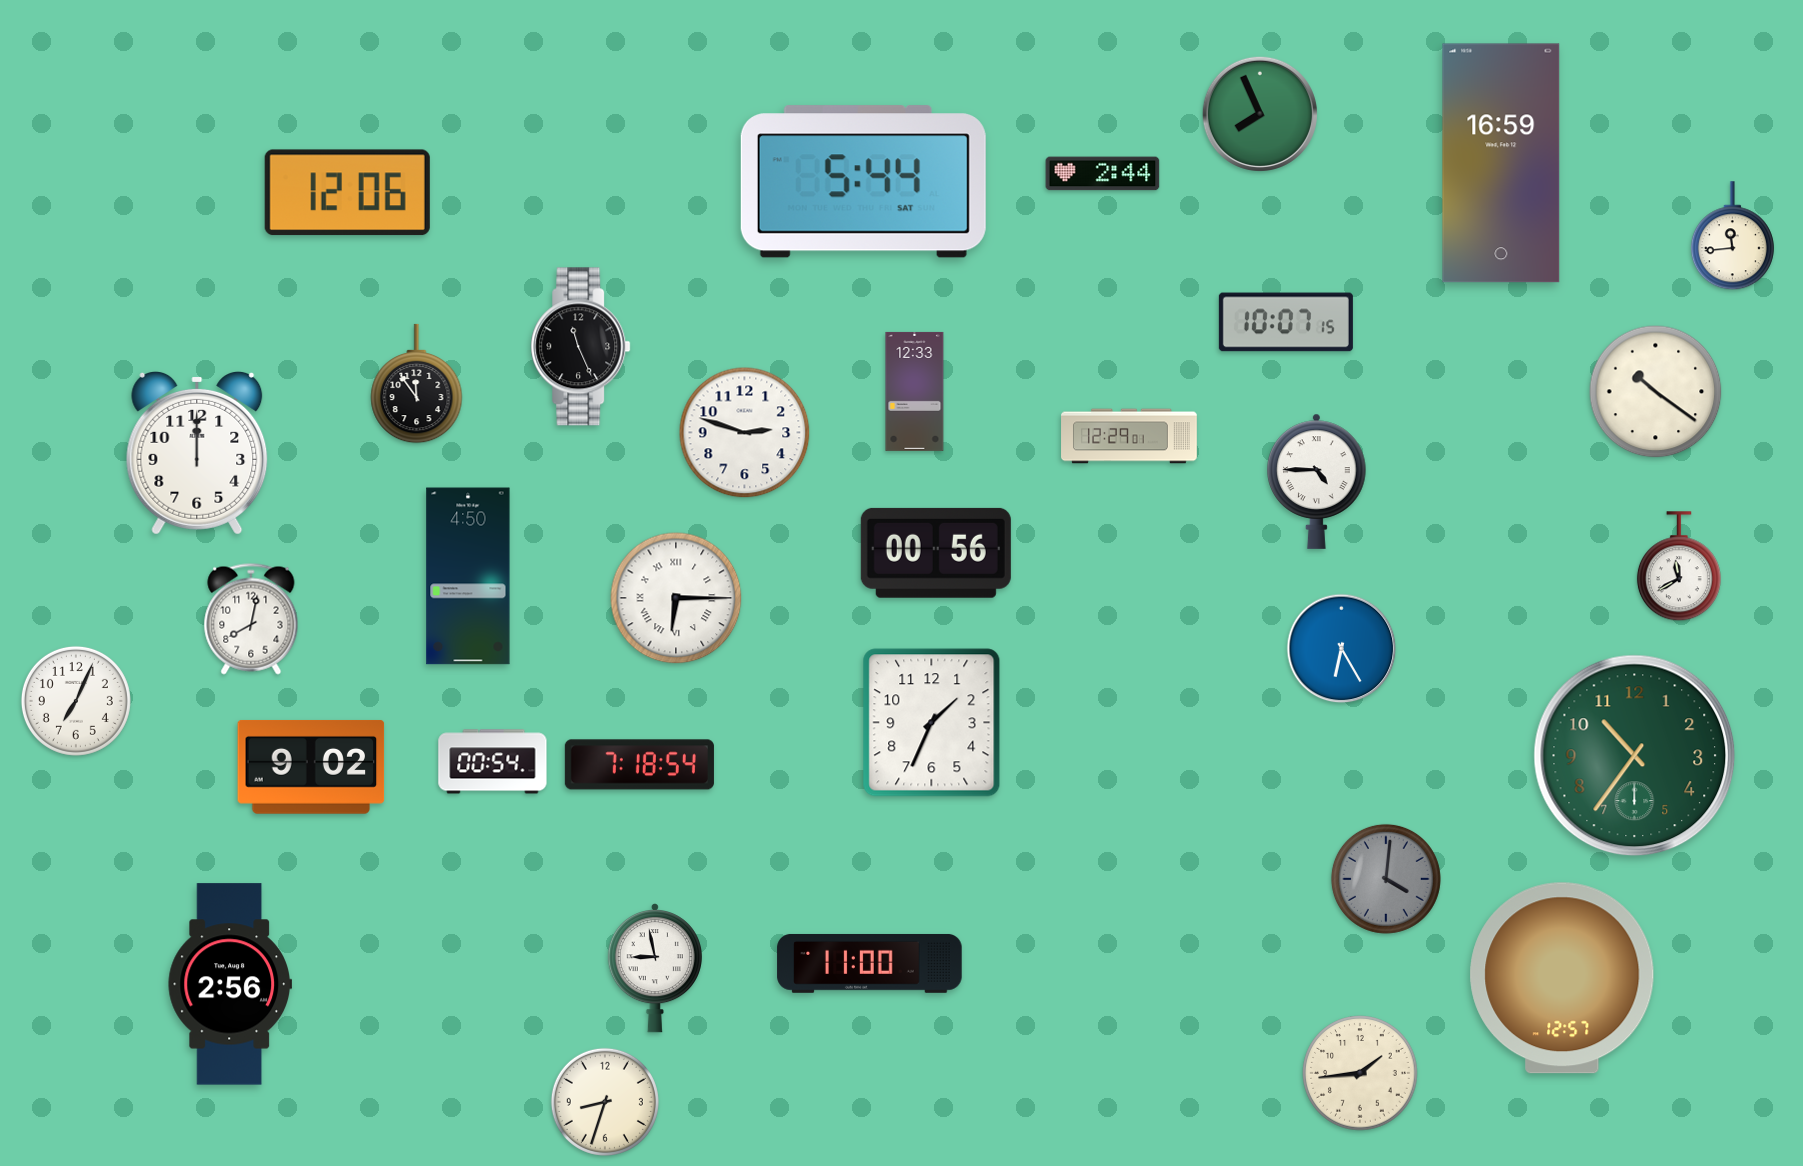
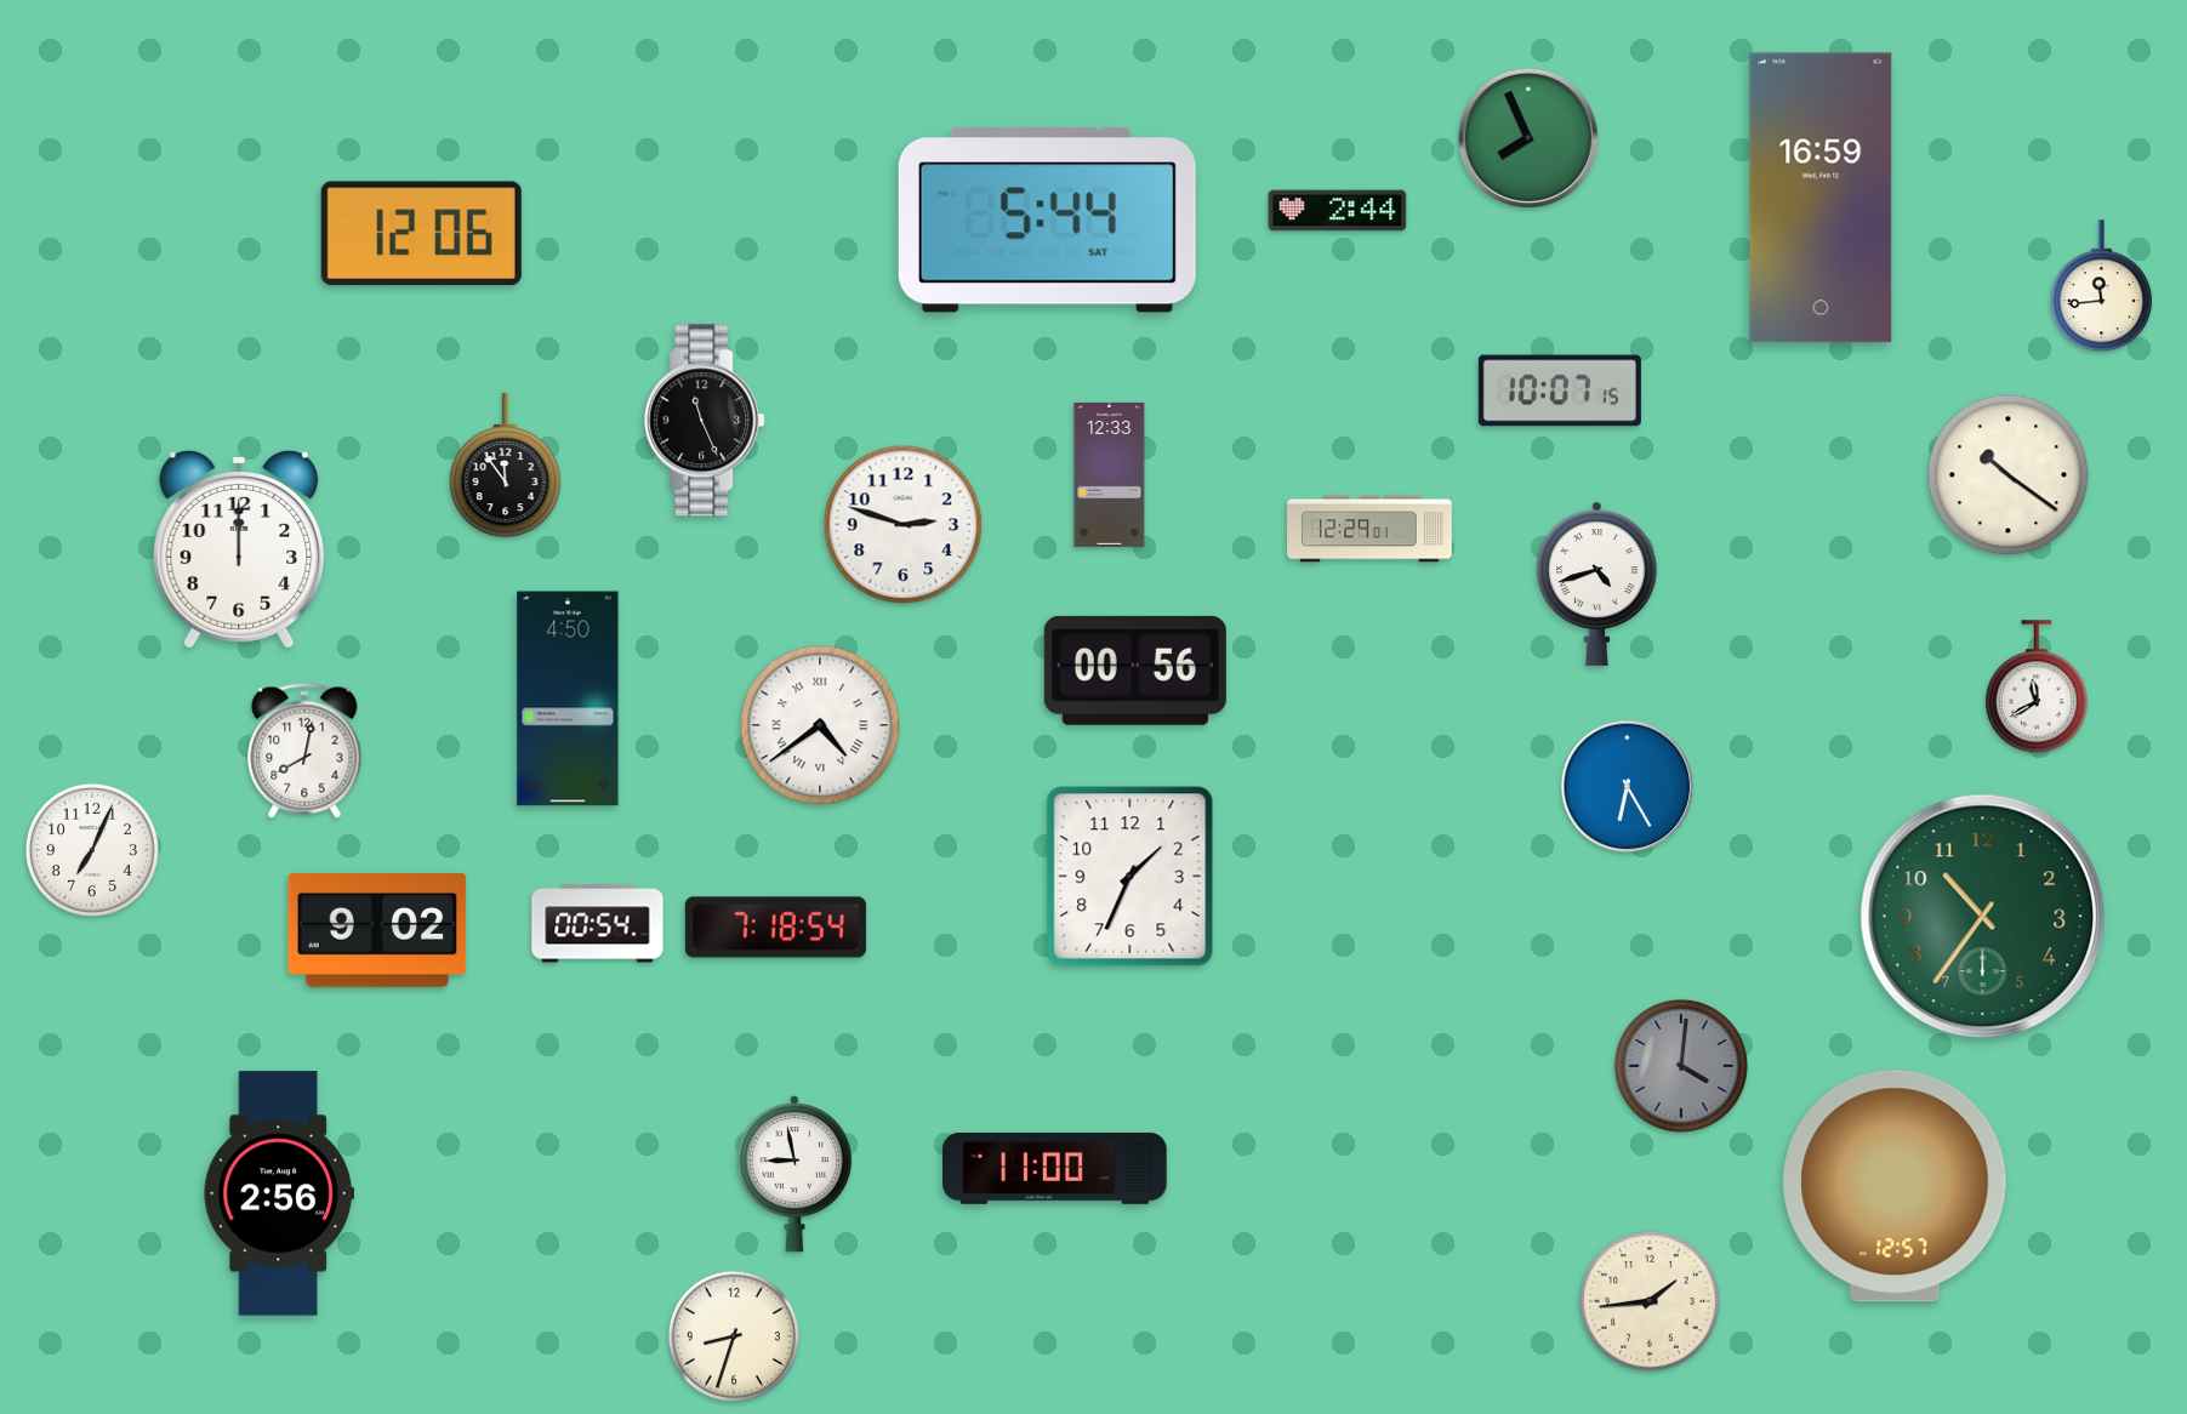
clock at (1317, 481): 4:45 -> 4:42
clock at (676, 598): 6:15 -> 4:39
